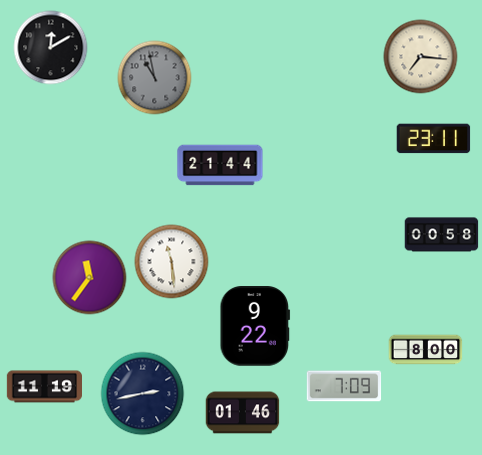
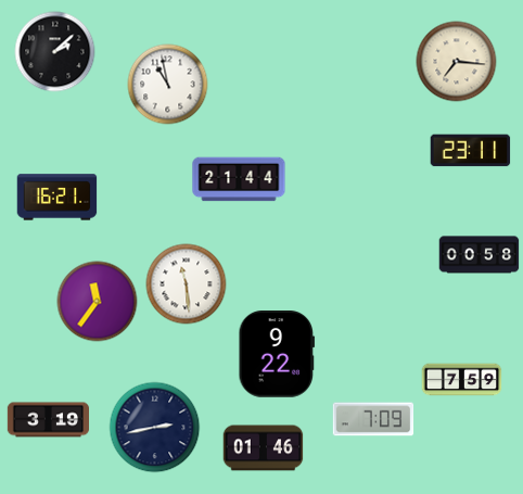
clock at (51, 48): 12:10 -> 2:08
clock at (155, 78) dial: grey -> white
clock at (58, 198): none -> 16:21
clock at (426, 350): 8:00 -> 7:59
clock at (44, 387): 11:19 -> 3:19
